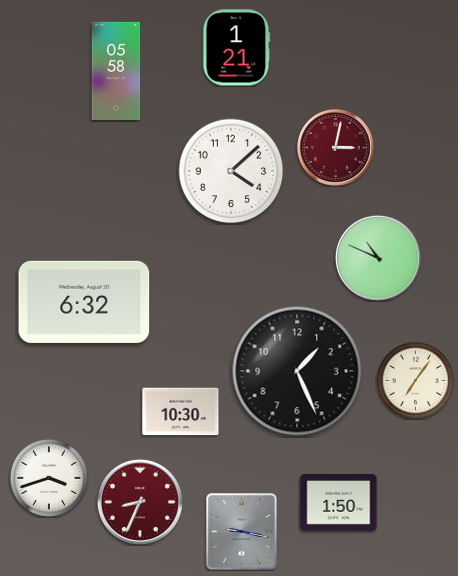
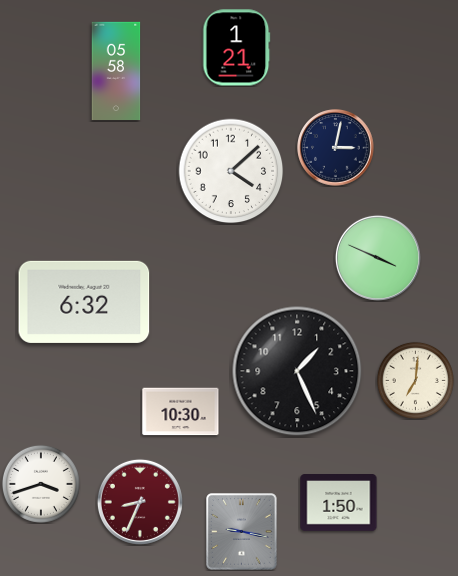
clock at (336, 148) dial: burgundy -> navy
clock at (378, 258): 10:49 -> 3:49
clock at (415, 380): 7:06 -> 7:01
clock at (49, 478) position: (49, 478) -> (41, 484)
